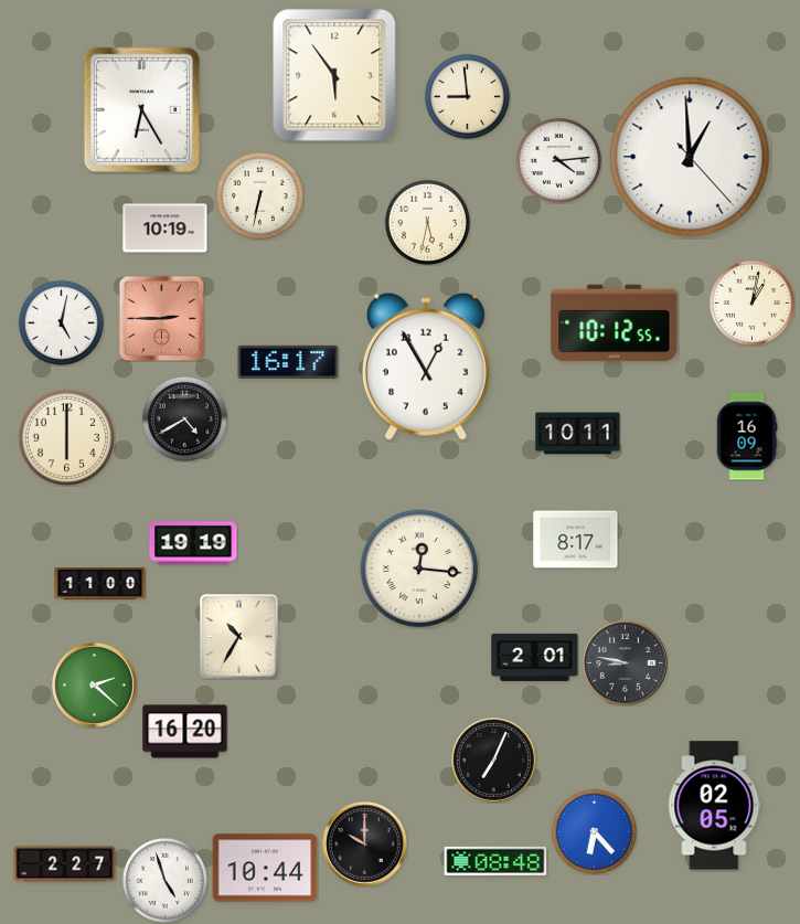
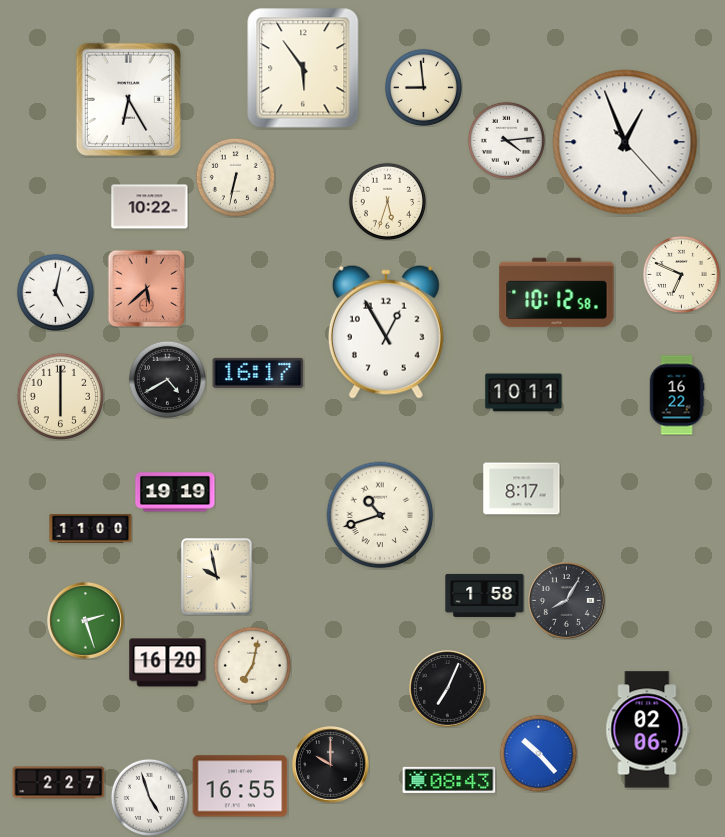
clock at (690, 157): 12:59 -> 12:56
clock at (558, 160) position: (558, 160) -> (506, 140)
clock at (427, 222): 5:32 -> 5:33
clock at (166, 229): 10:19 -> 10:22
clock at (751, 302): 1:02 -> 6:49
clock at (161, 318): 2:45 -> 5:38
clock at (615, 323): 10:12:55 -> 10:12:58
clock at (288, 362) position: (288, 362) -> (258, 373)
clock at (747, 436): 16:09 -> 16:22
clock at (419, 569): 12:16 -> 10:42
clock at (239, 637): 10:35 -> 9:58
clock at (535, 657): 2:01 -> 1:58
clock at (626, 663): 8:47 -> 8:05
clock at (95, 686): 2:22 -> 2:27
clock at (252, 665): none -> 7:02
clock at (715, 806): 02:05 -> 02:06
clock at (594, 831): 6:23 -> 10:23
clock at (495, 861): 08:48 -> 08:43
clock at (265, 868): 10:44 -> 16:55
